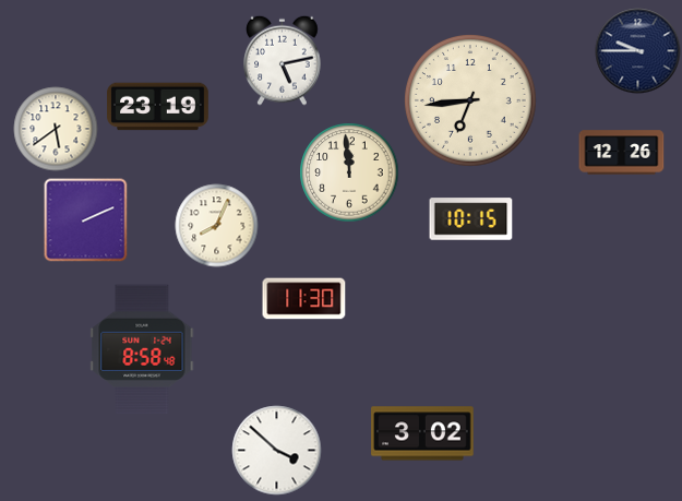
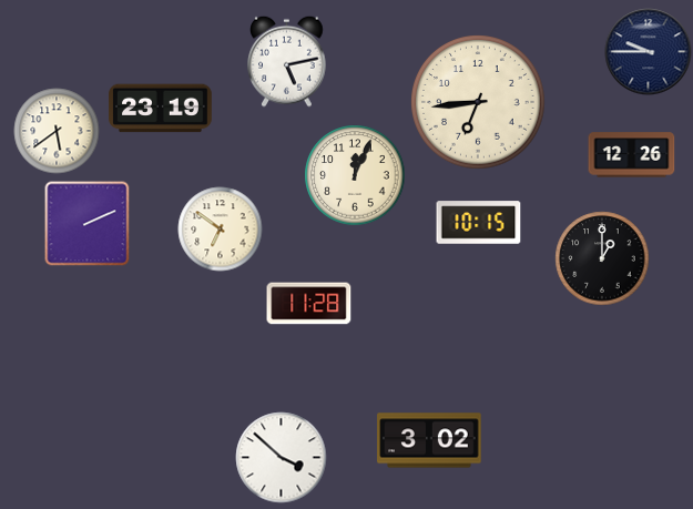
clock at (349, 172): 11:59 -> 12:04
clock at (217, 226): 8:04 -> 6:51
clock at (602, 258): none -> 1:00
clock at (304, 299): 11:30 -> 11:28
clock at (142, 349): 8:58 -> none
